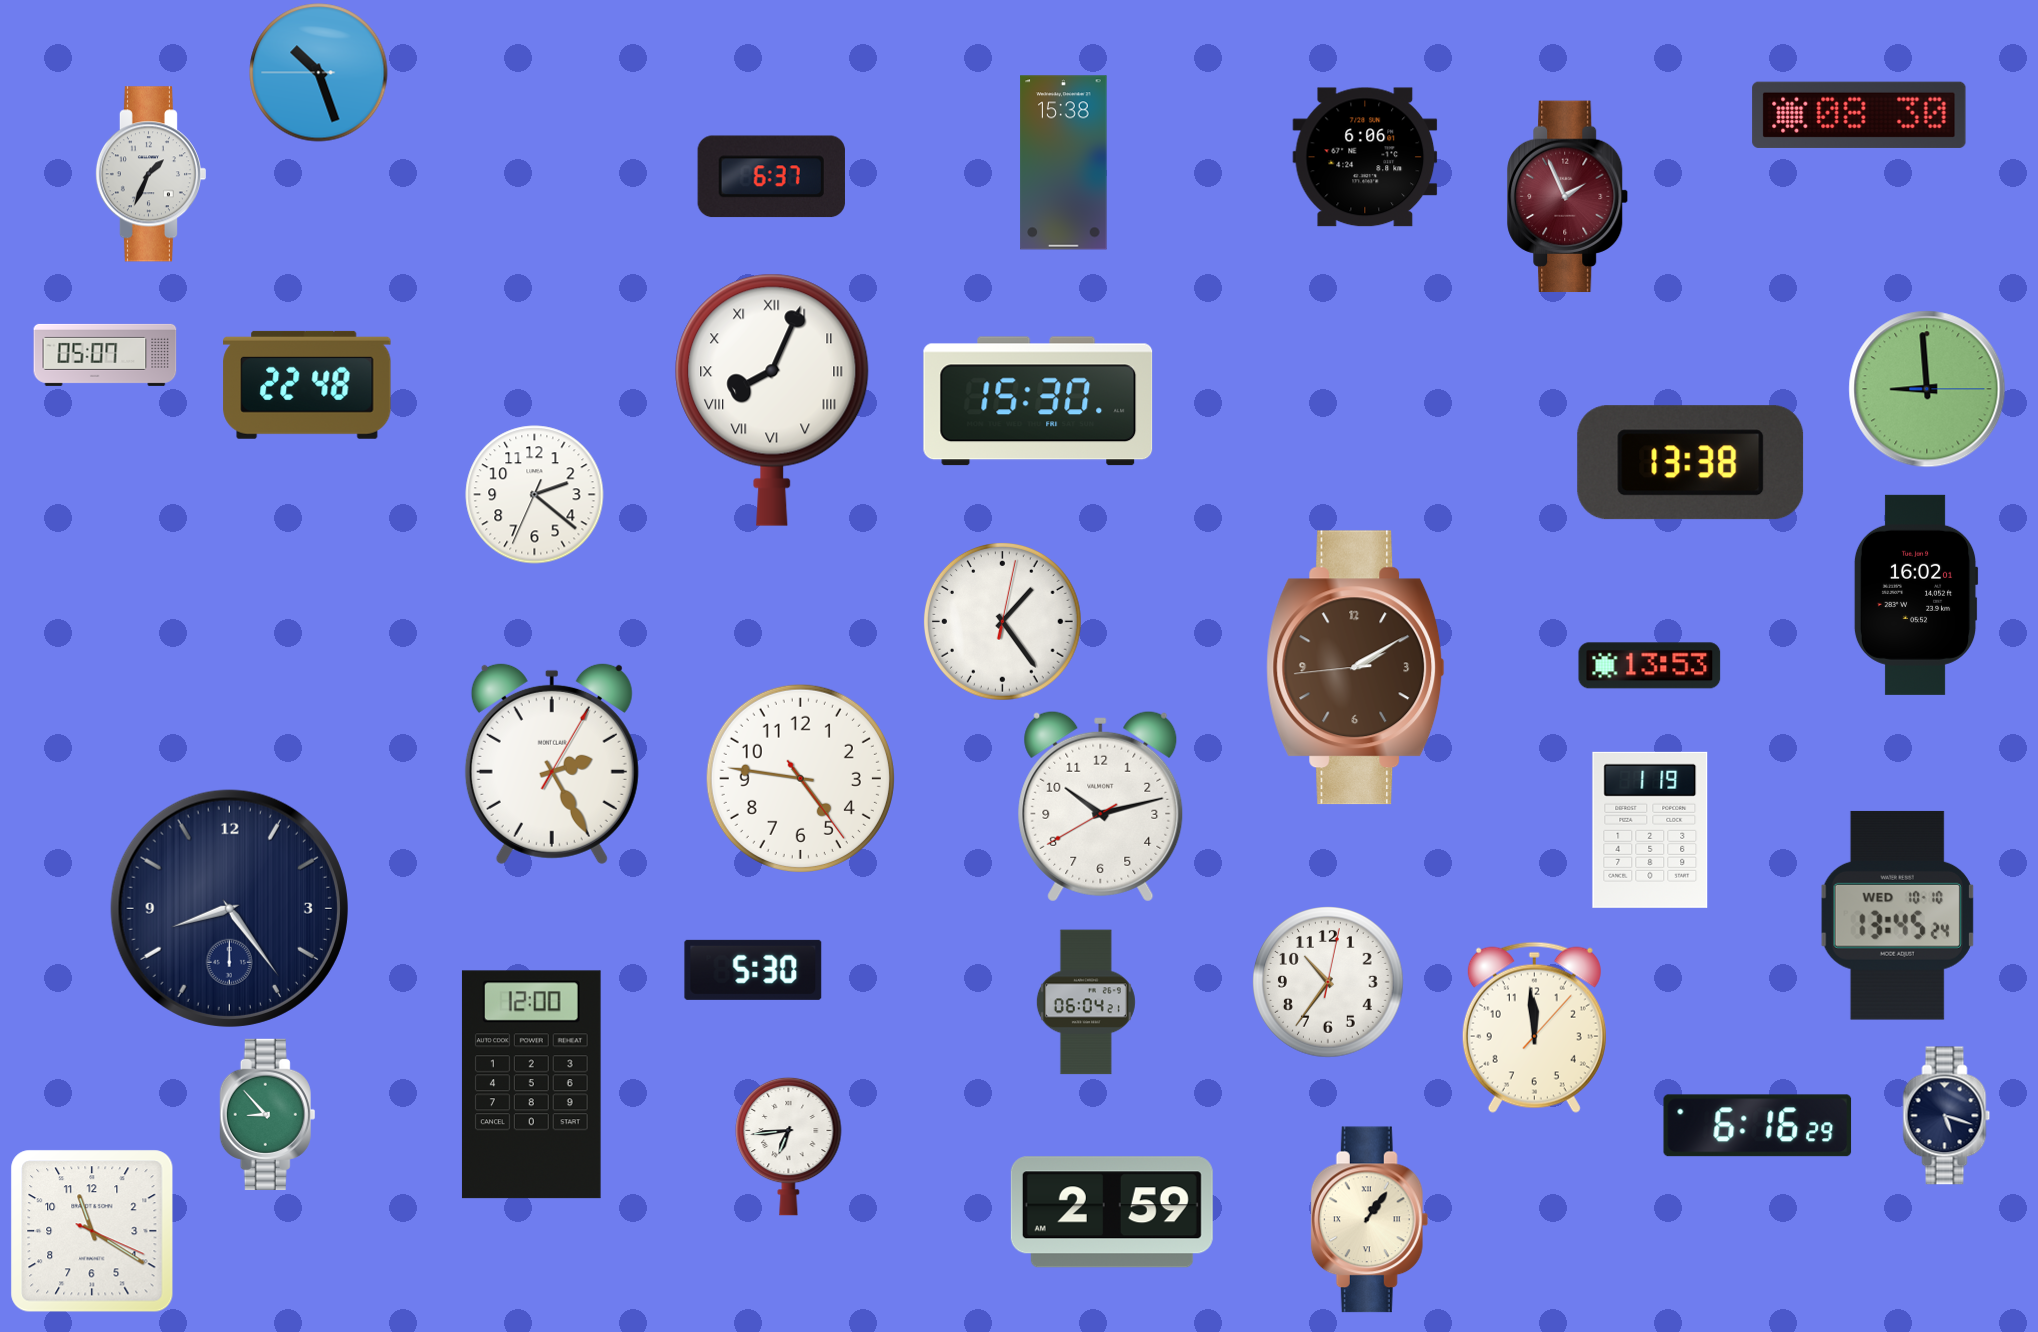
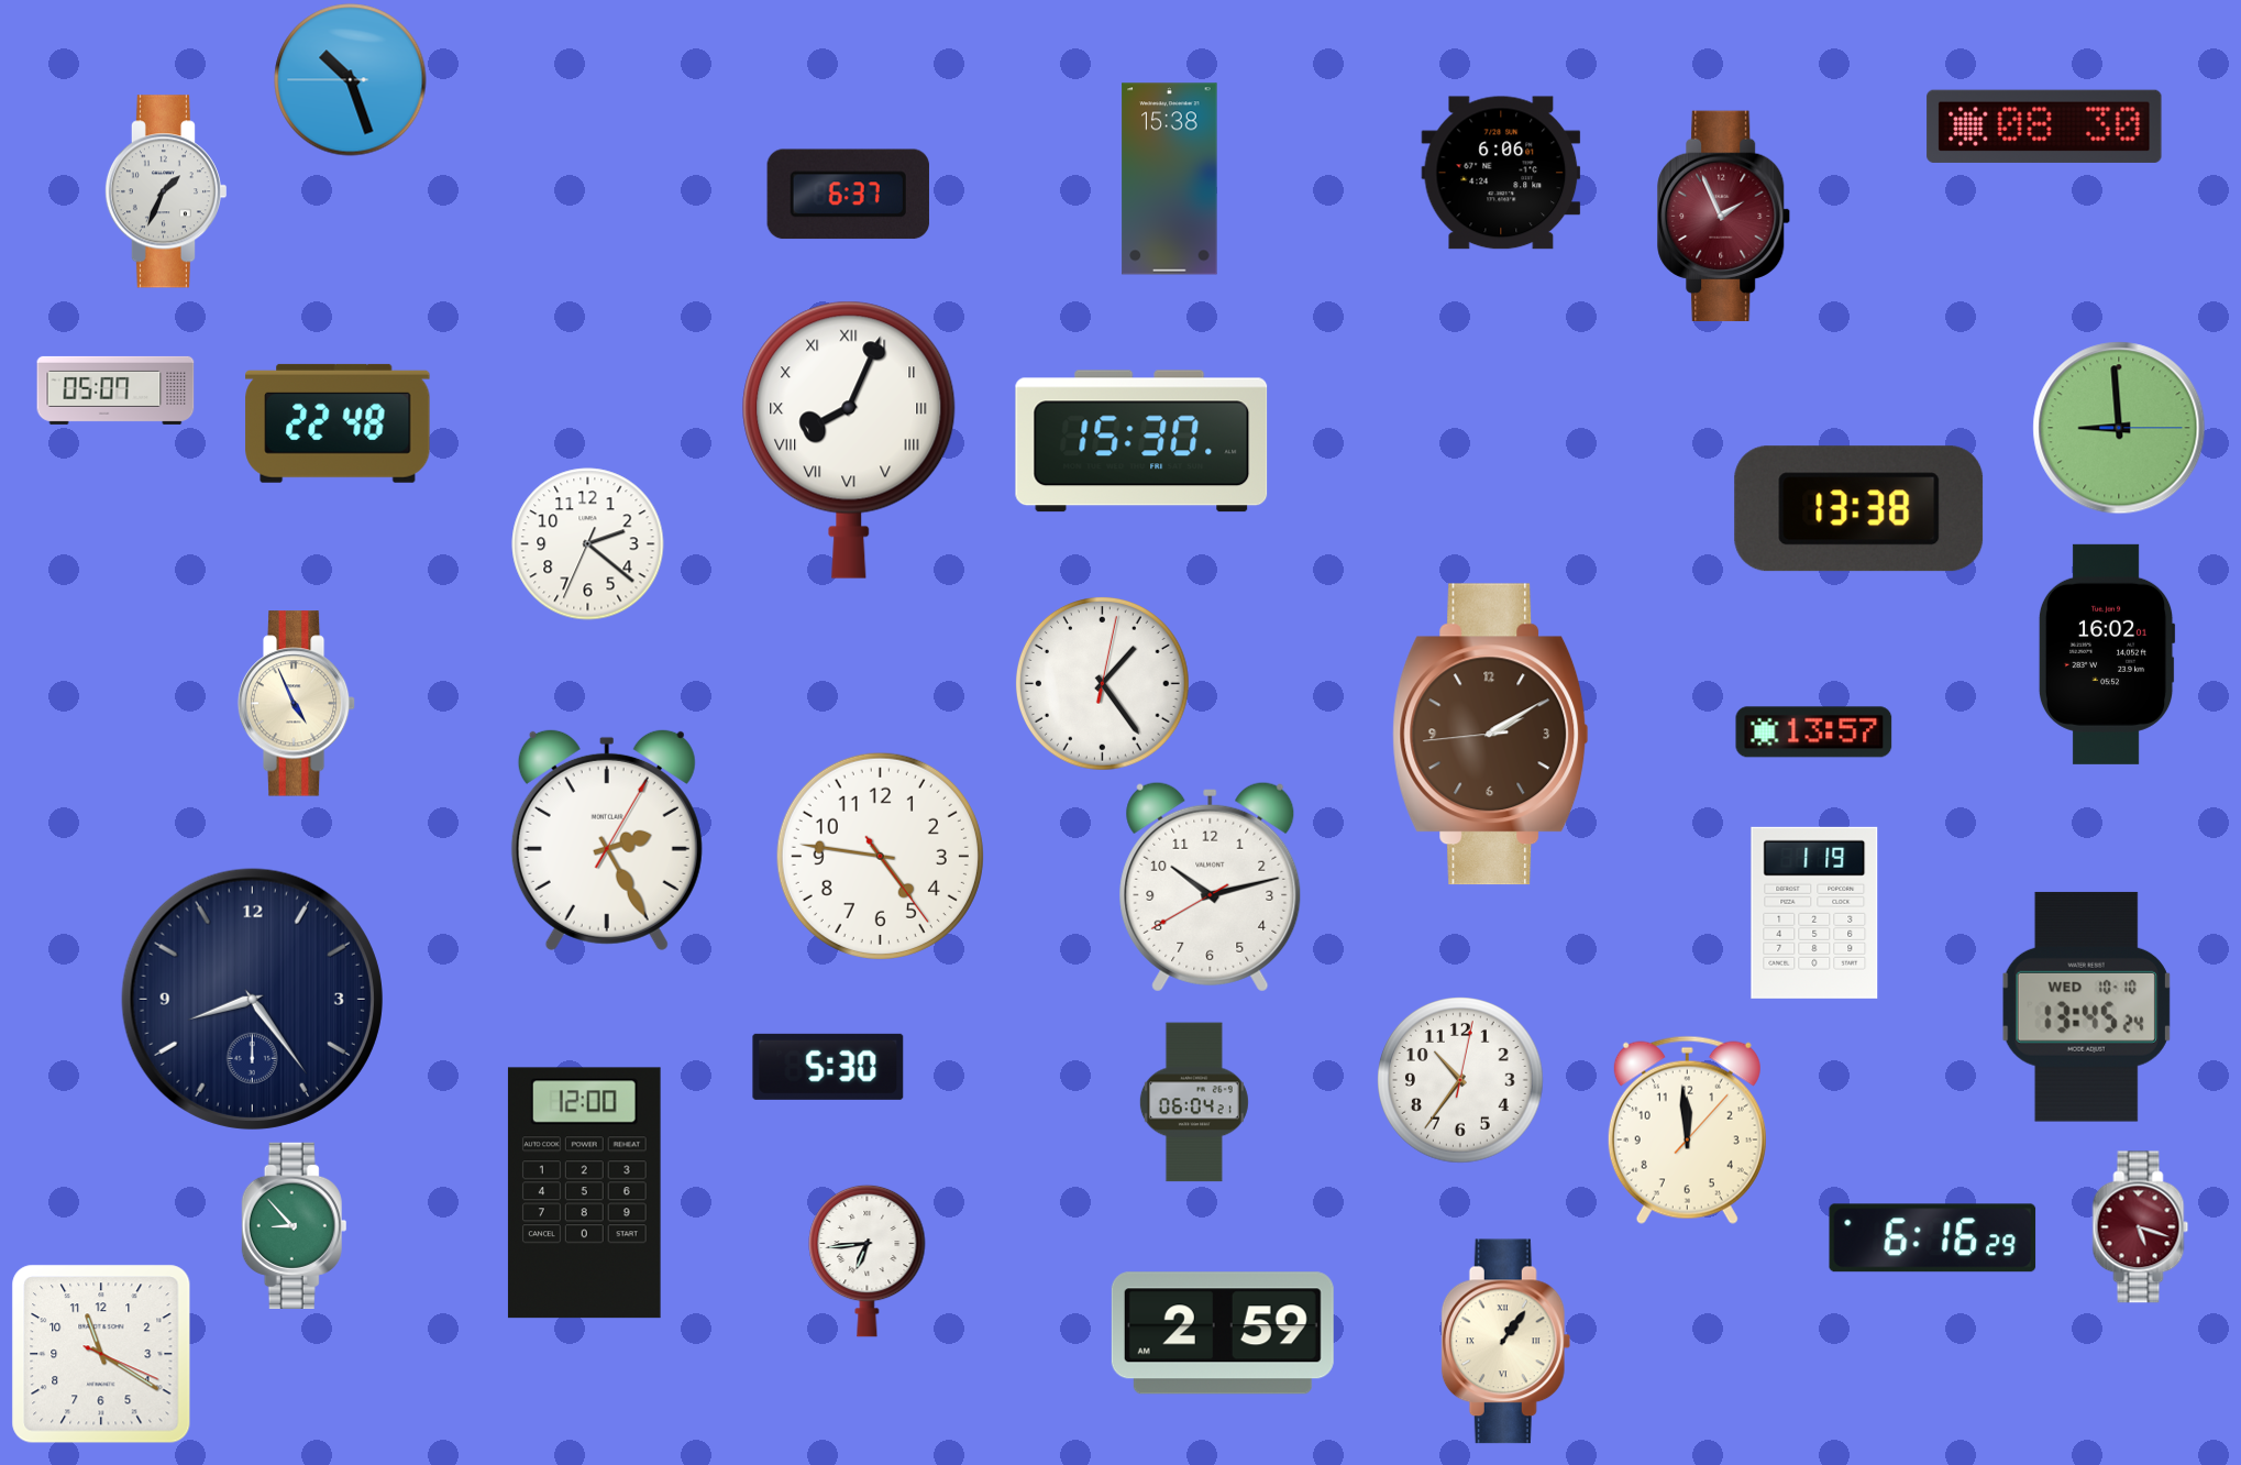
clock at (297, 704): none -> 4:56
clock at (1650, 666): 13:53 -> 13:57
clock at (1947, 1116) dial: navy -> burgundy
